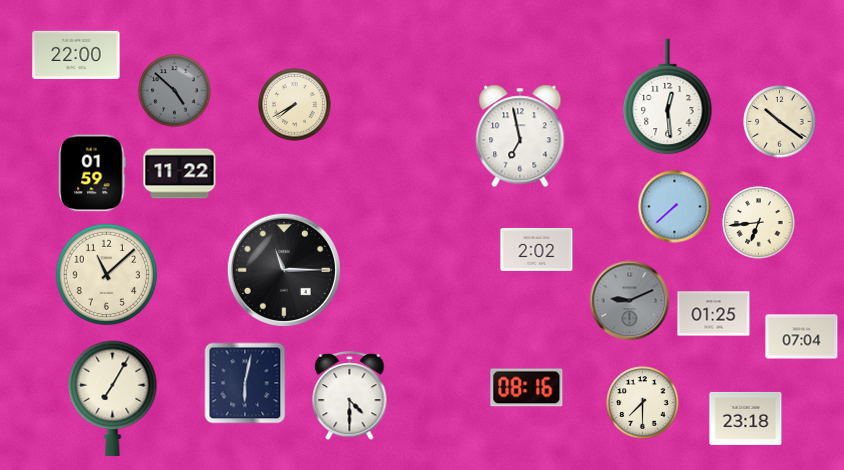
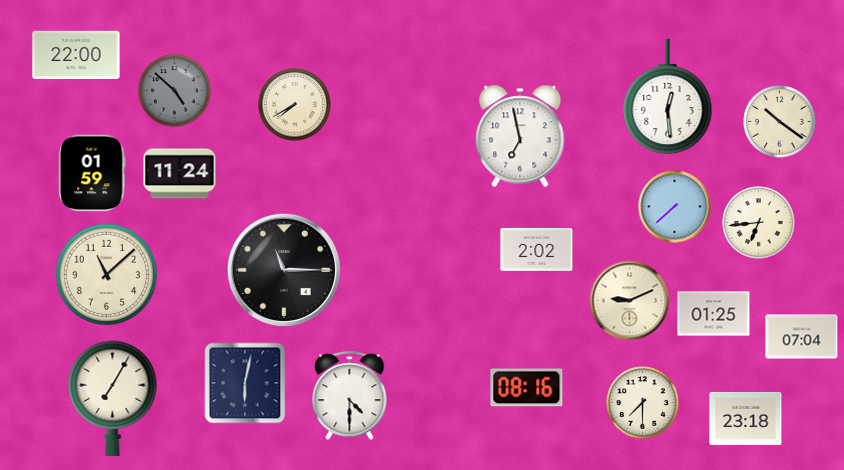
clock at (180, 174): 11:22 -> 11:24
clock at (630, 301) dial: grey -> cream
